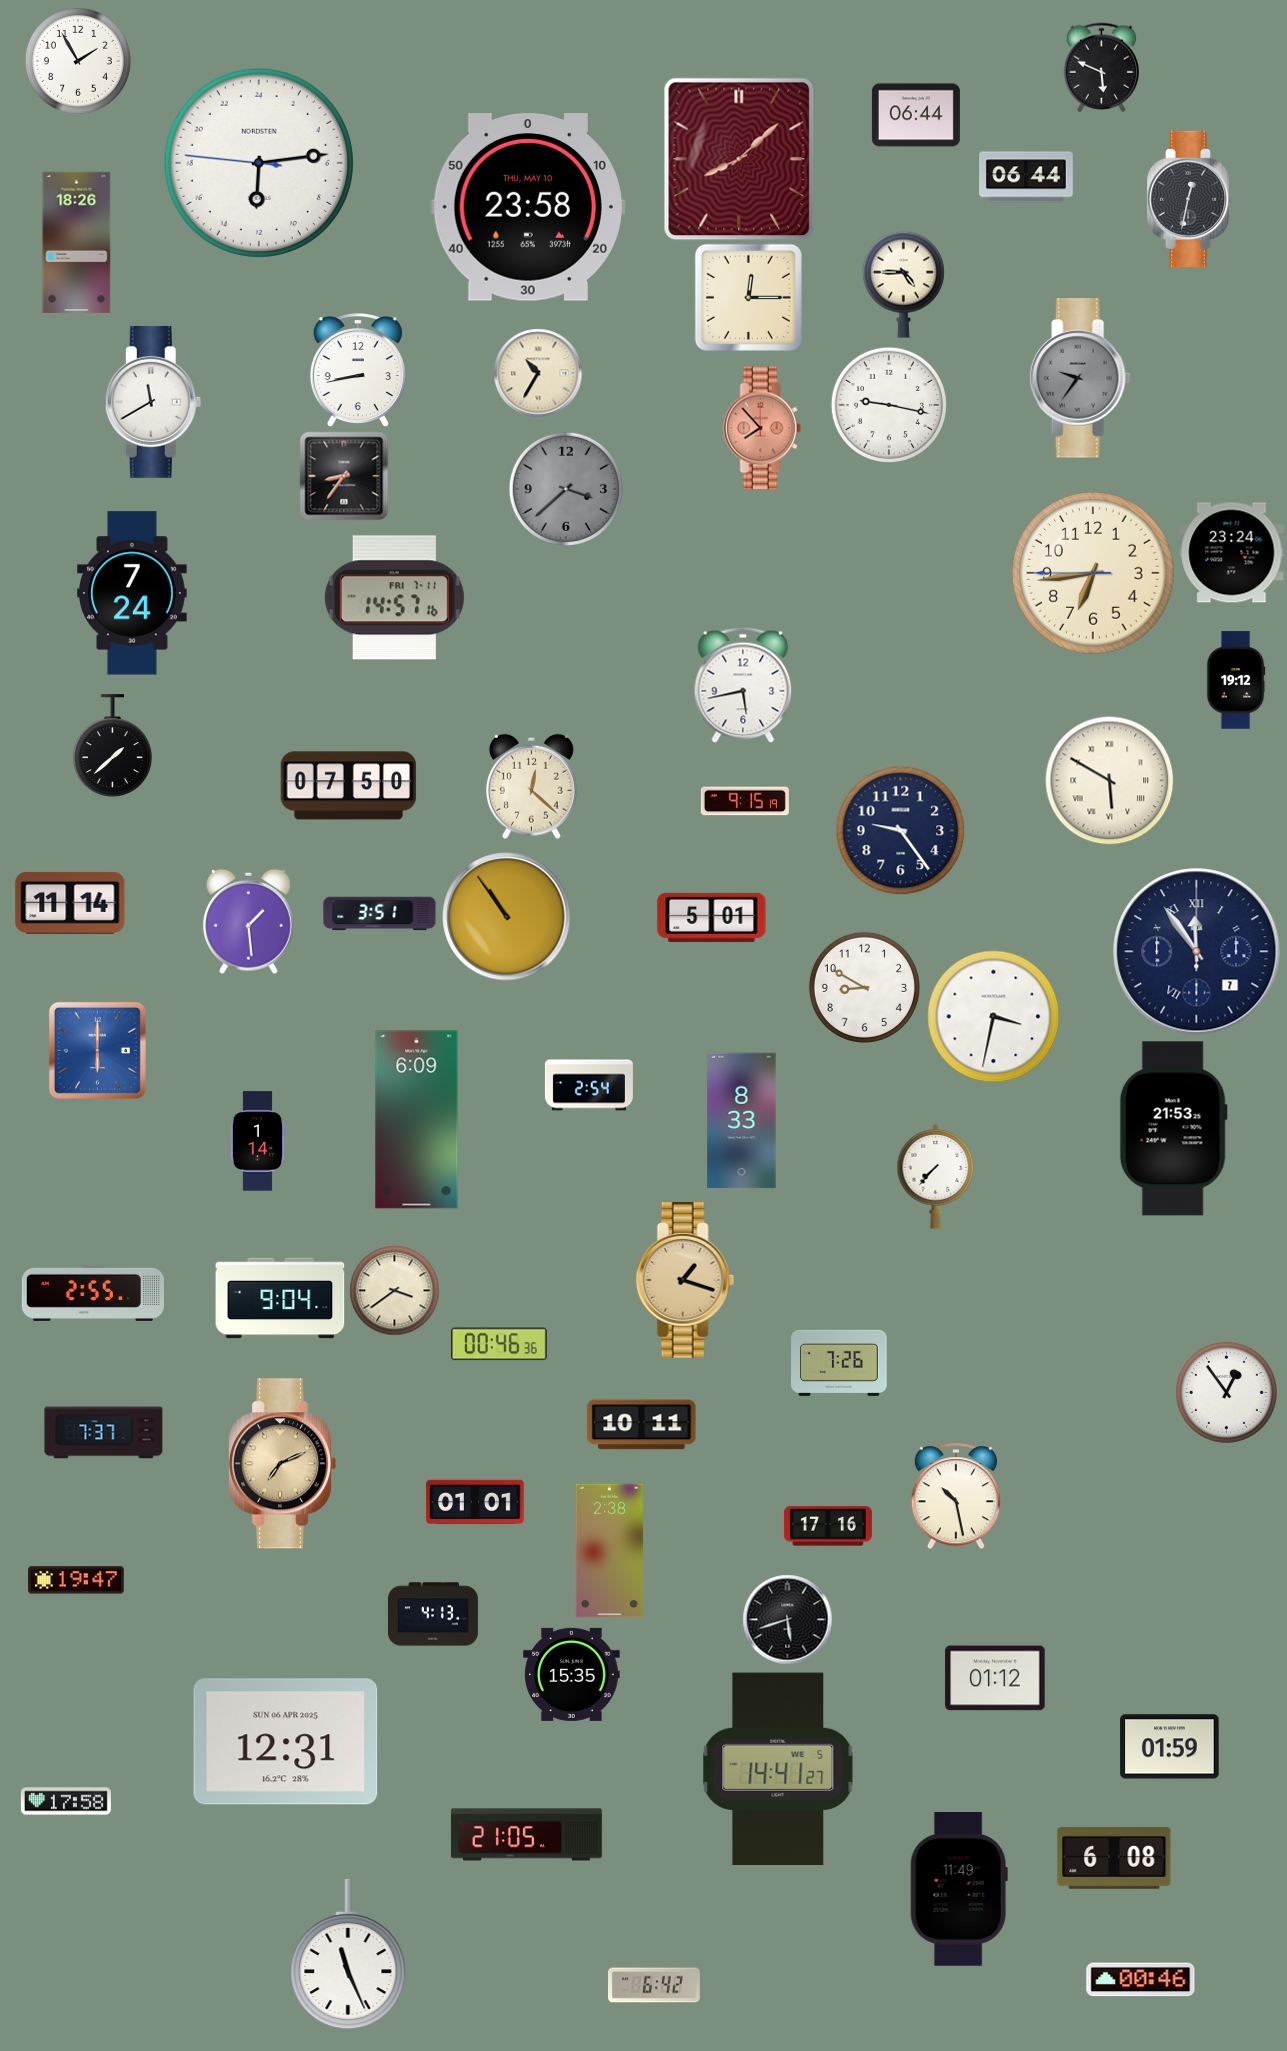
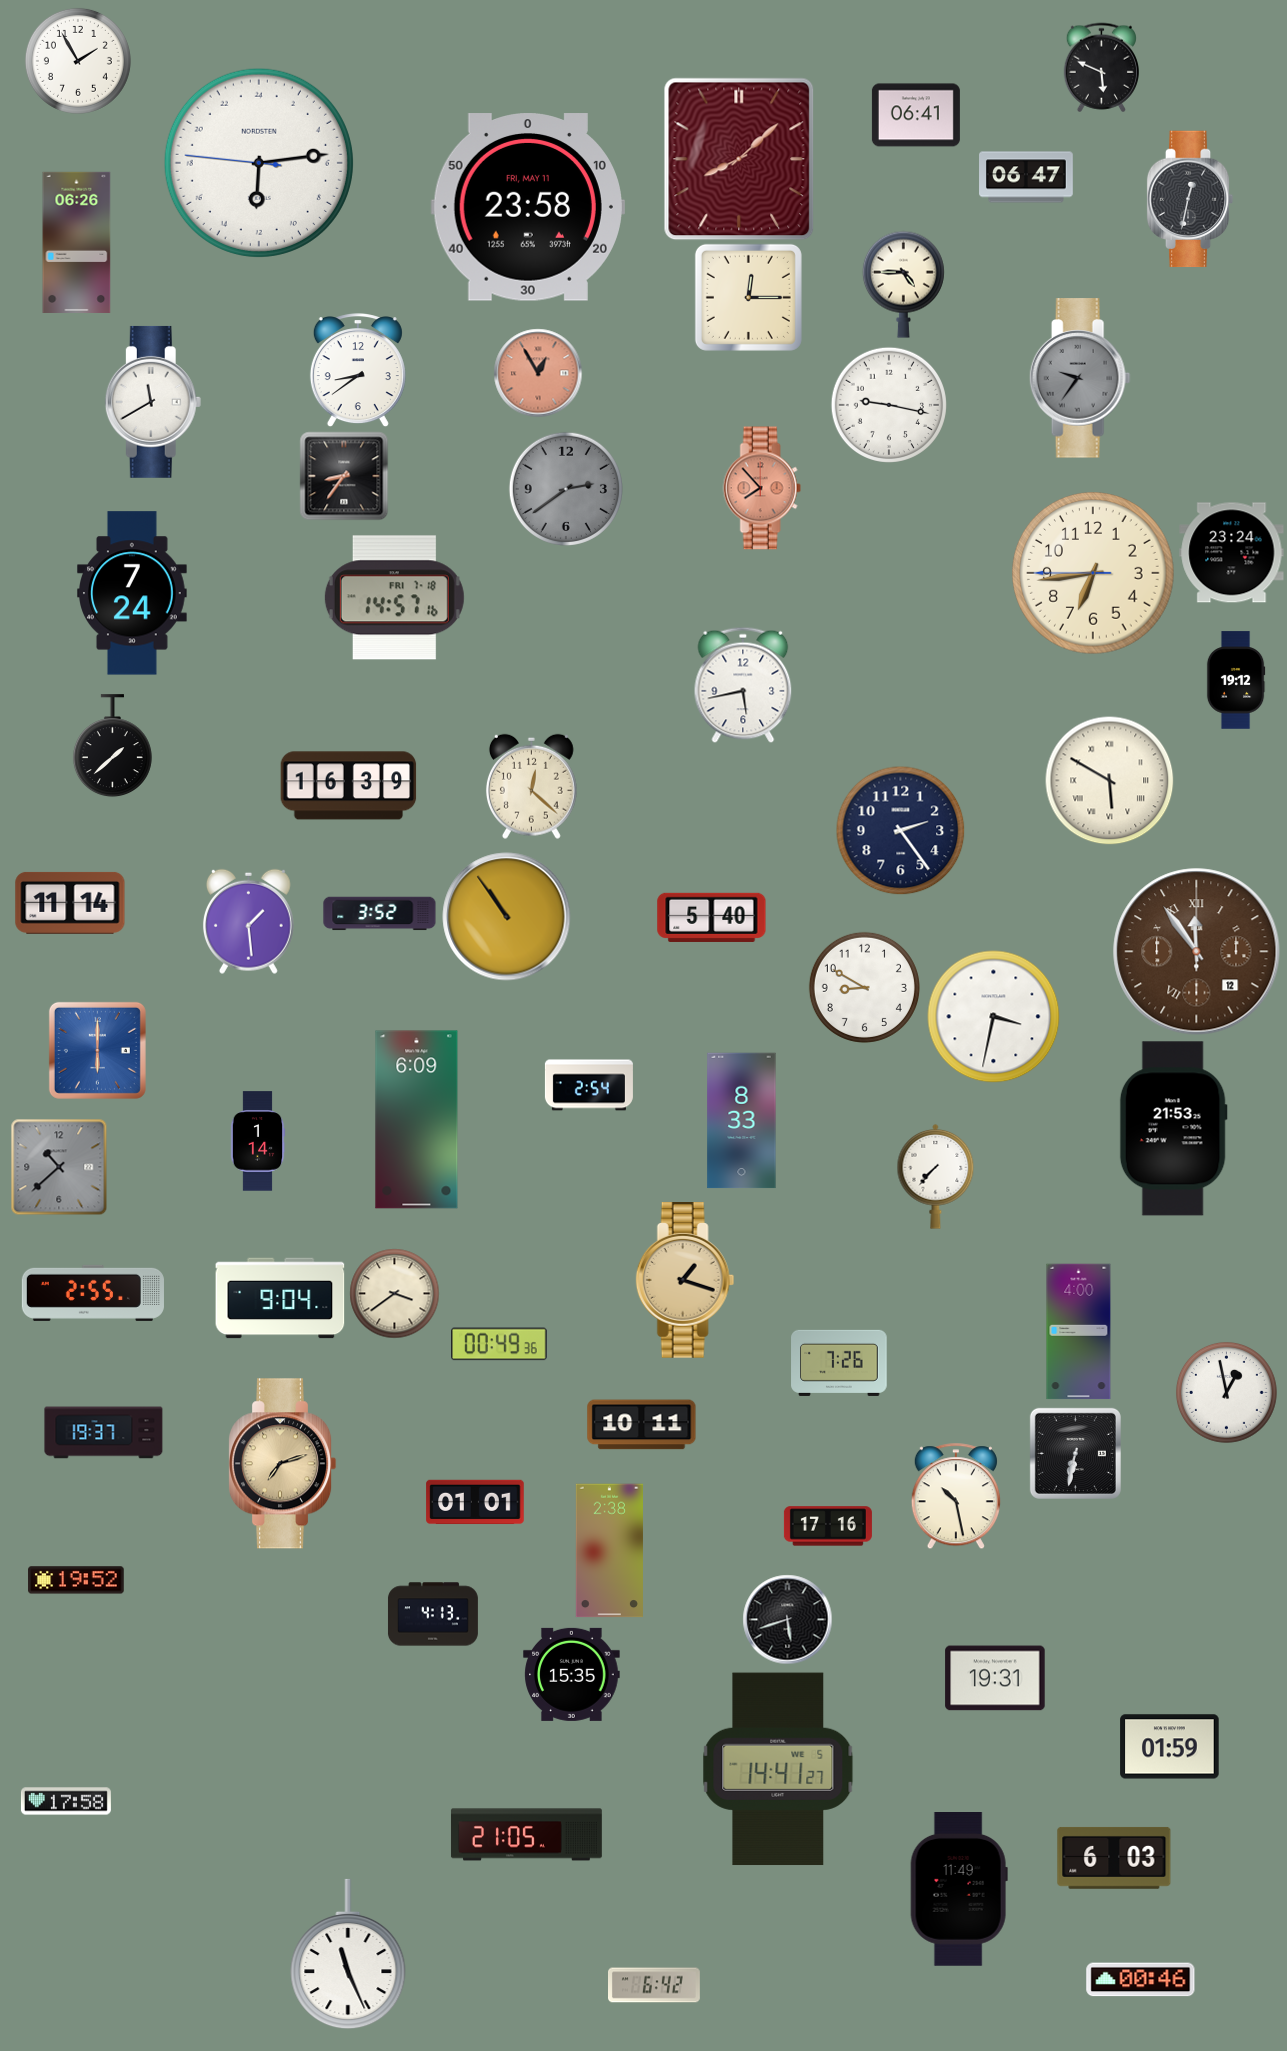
clock at (916, 115): 06:44 -> 06:41
clock at (1026, 177): 06:44 -> 06:47
clock at (528, 207) date: THU, MAY 10 -> FRI, MAY 11
clock at (77, 242): 18:26 -> 06:26
clock at (358, 371): 8:43 -> 8:39
clock at (538, 373): 10:35 -> 12:55
clock at (538, 373) dial: cream -> salmon
clock at (762, 428) position: (762, 428) -> (762, 488)
clock at (566, 489): 3:38 -> 2:39
clock at (394, 598) date: FRI 7-11 -> FRI 7-18
clock at (349, 786): 07:50 -> 16:39
clock at (745, 801): 9:15 -> none
clock at (900, 830): 9:24 -> 2:24
clock at (380, 914): 3:51 -> 3:52
clock at (712, 917): 5:01 -> 5:40
clock at (1197, 952) date: 7 -> 12
clock at (1197, 952) dial: navy -> brown
clock at (59, 1167): none -> 10:38
clock at (394, 1290) position: (394, 1290) -> (394, 1293)
clock at (1079, 1332): none -> 4:00
clock at (500, 1344): 00:46 -> 00:49
clock at (1227, 1393): 12:54 -> 12:58
clock at (104, 1433): 7:37 -> 19:37
clock at (1075, 1453): none -> 6:32
clock at (282, 1464): 7:11 -> 7:12
clock at (76, 1580): 19:47 -> 19:52
clock at (995, 1678): 01:12 -> 19:31
clock at (286, 1742): 12:31 -> none
clock at (1114, 1858): 6:08 -> 6:03
